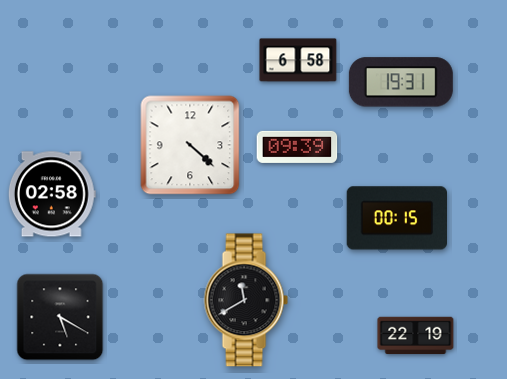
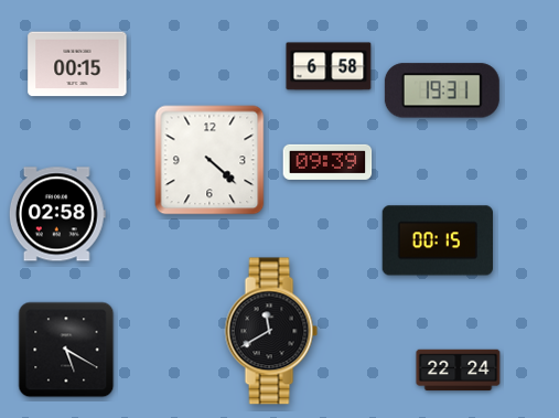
clock at (77, 64): none -> 00:15
clock at (416, 336): 22:19 -> 22:24
